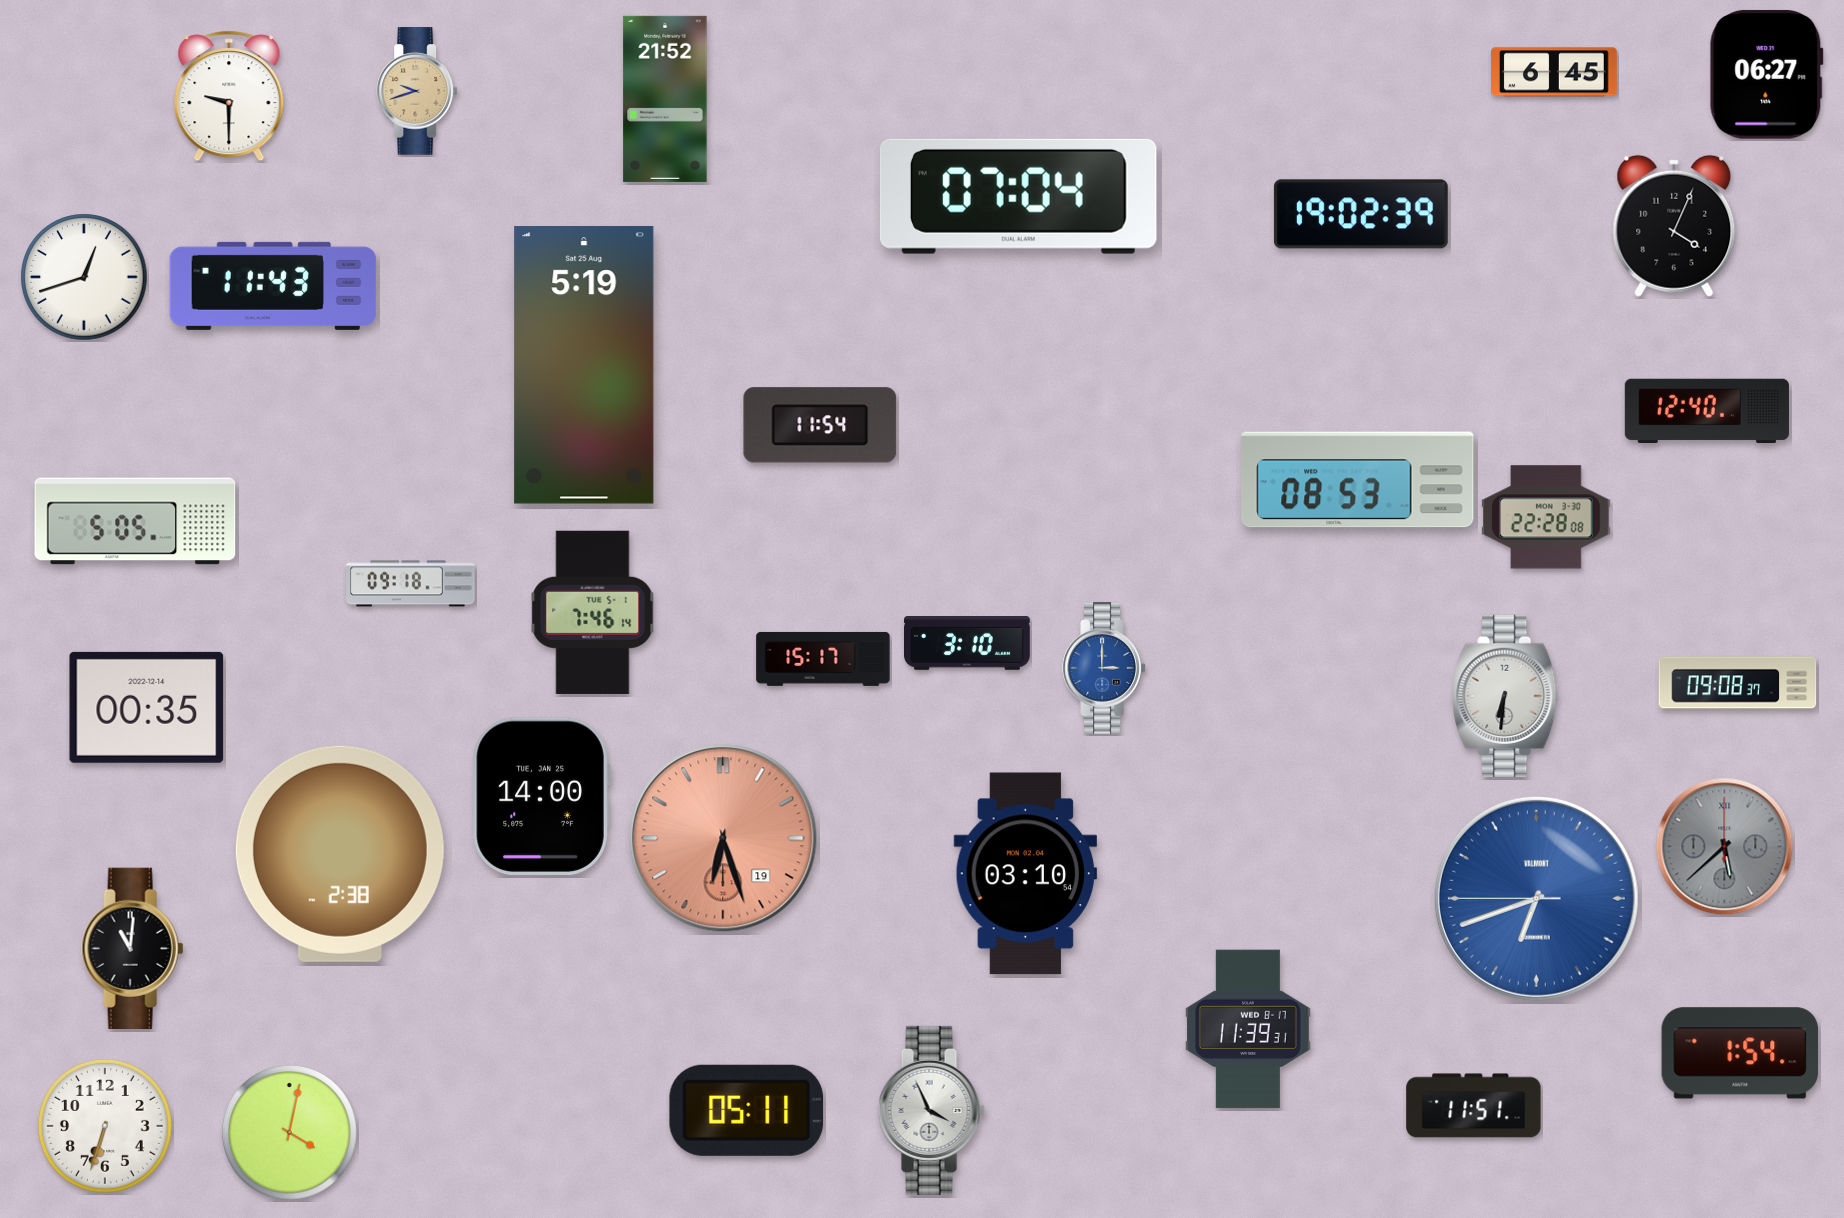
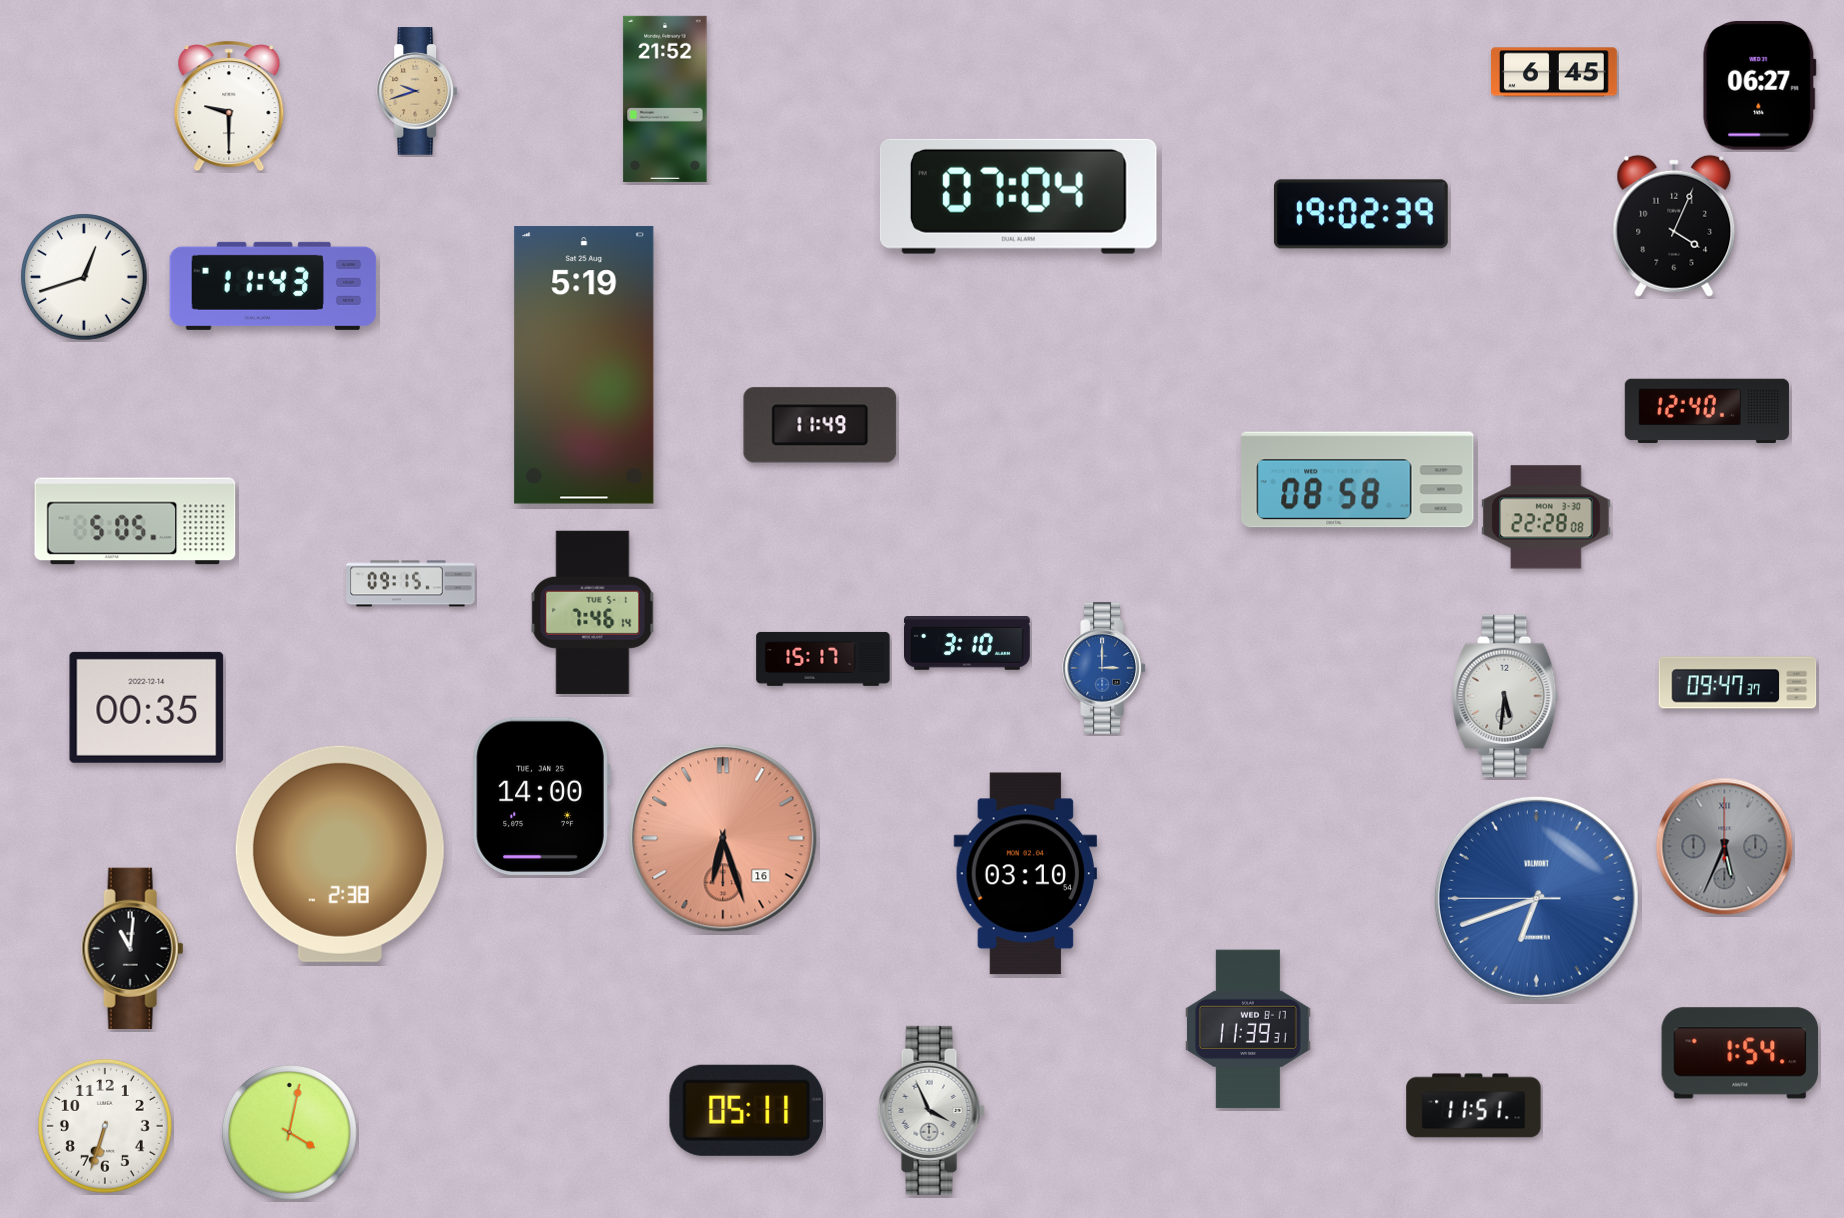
clock at (1766, 74) position: (1766, 74) -> (1759, 85)
clock at (229, 96) position: (229, 96) -> (229, 106)
clock at (820, 425): 11:54 -> 11:49
clock at (1358, 480): 08:53 -> 08:58
clock at (411, 584): 09:18 -> 09:15
clock at (1738, 683): 09:08 -> 09:47
clock at (1506, 696): 6:31 -> 5:31
clock at (723, 838) date: 19 -> 16
clock at (1725, 847): 5:38 -> 5:34
